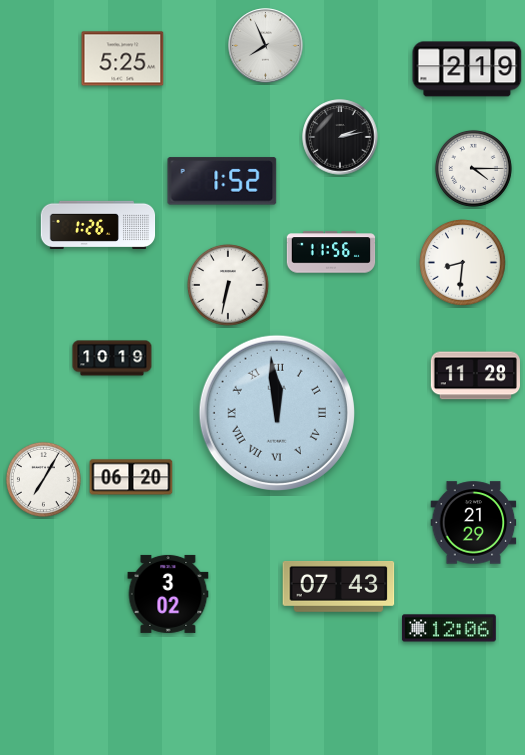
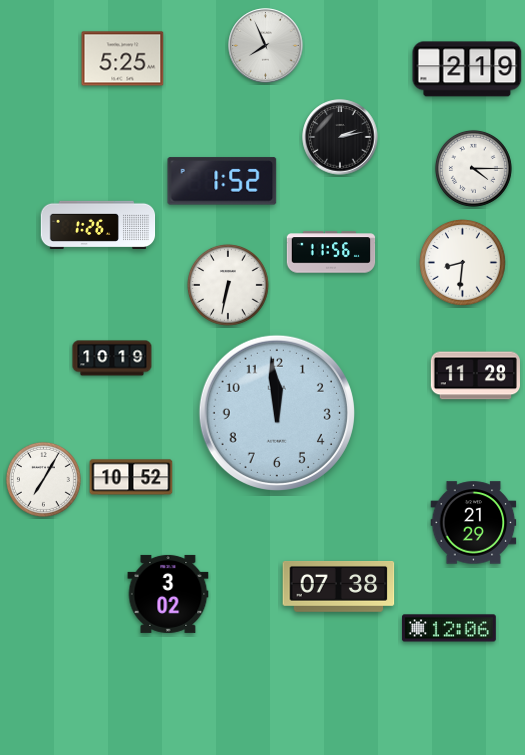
clock at (277, 413) numerals: Roman -> Arabic
clock at (131, 477): 06:20 -> 10:52
clock at (339, 587): 07:43 -> 07:38
